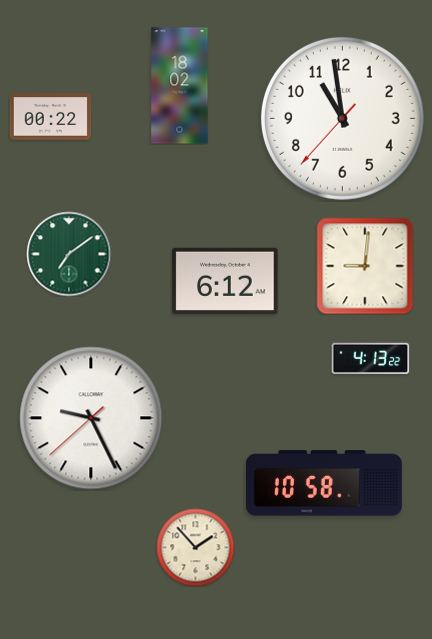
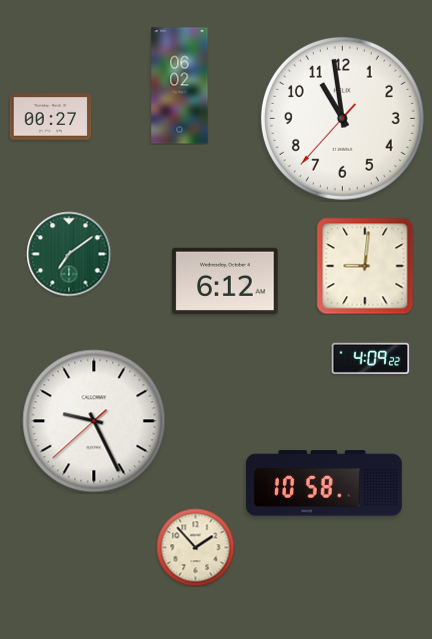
clock at (180, 86): 18:02 -> 06:02
clock at (50, 117): 00:22 -> 00:27
clock at (370, 358): 4:13 -> 4:09
clock at (91, 418) position: (91, 418) -> (94, 421)
